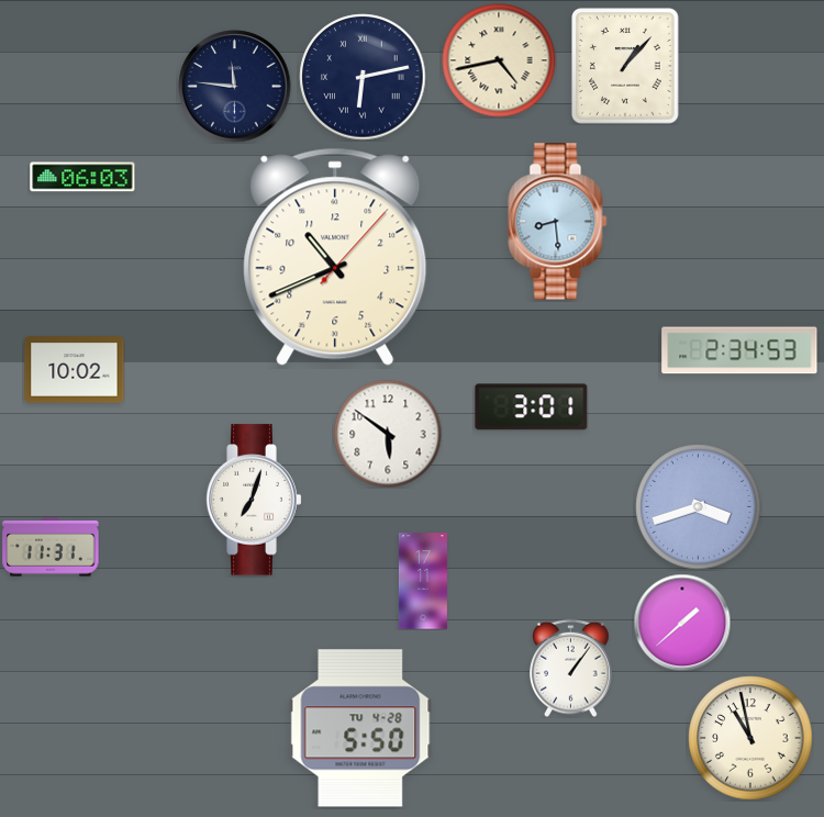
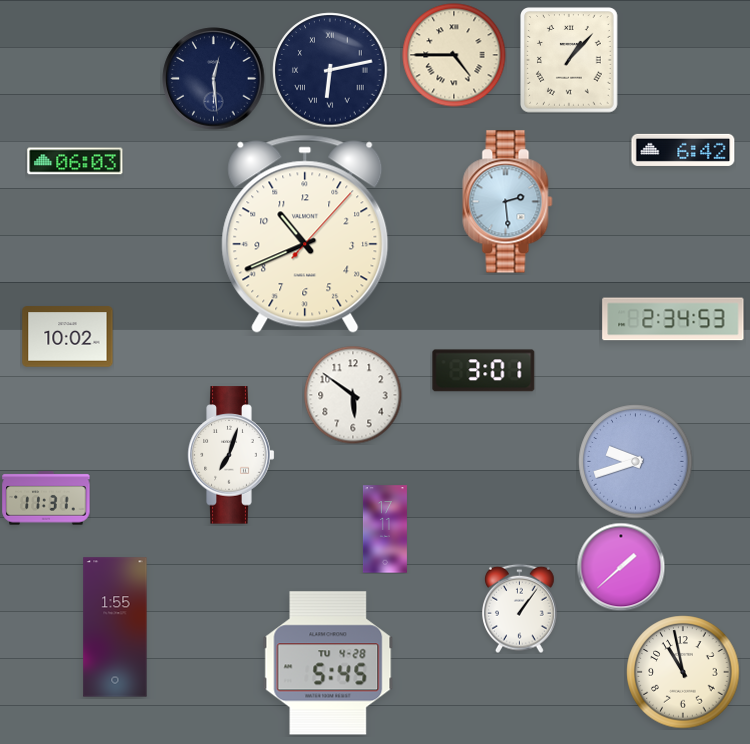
clock at (499, 60): 4:43 -> 4:45
clock at (235, 87): 11:46 -> 12:29
clock at (683, 150): none -> 6:42
clock at (558, 222): 8:29 -> 2:29
clock at (699, 507): 3:42 -> 9:42
clock at (115, 627): none -> 1:55
clock at (360, 728): 5:50 -> 5:45
